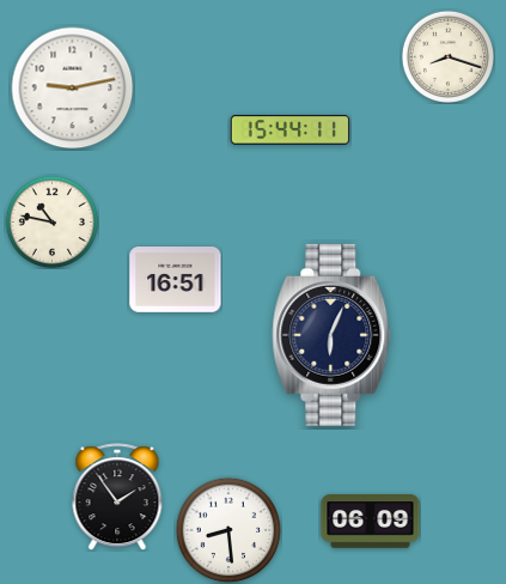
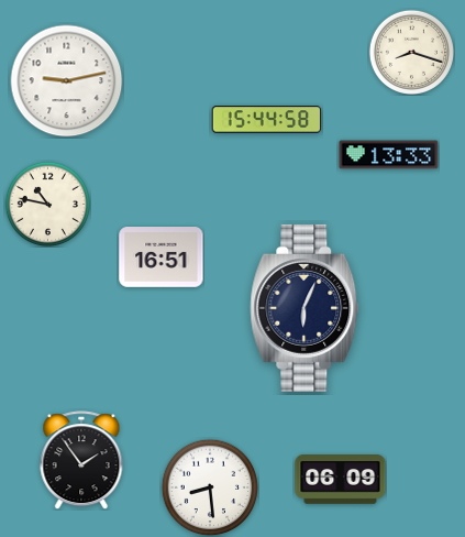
clock at (291, 130): 15:44:11 -> 15:44:58
clock at (389, 155): none -> 13:33
clock at (117, 497) position: (117, 497) -> (81, 460)
